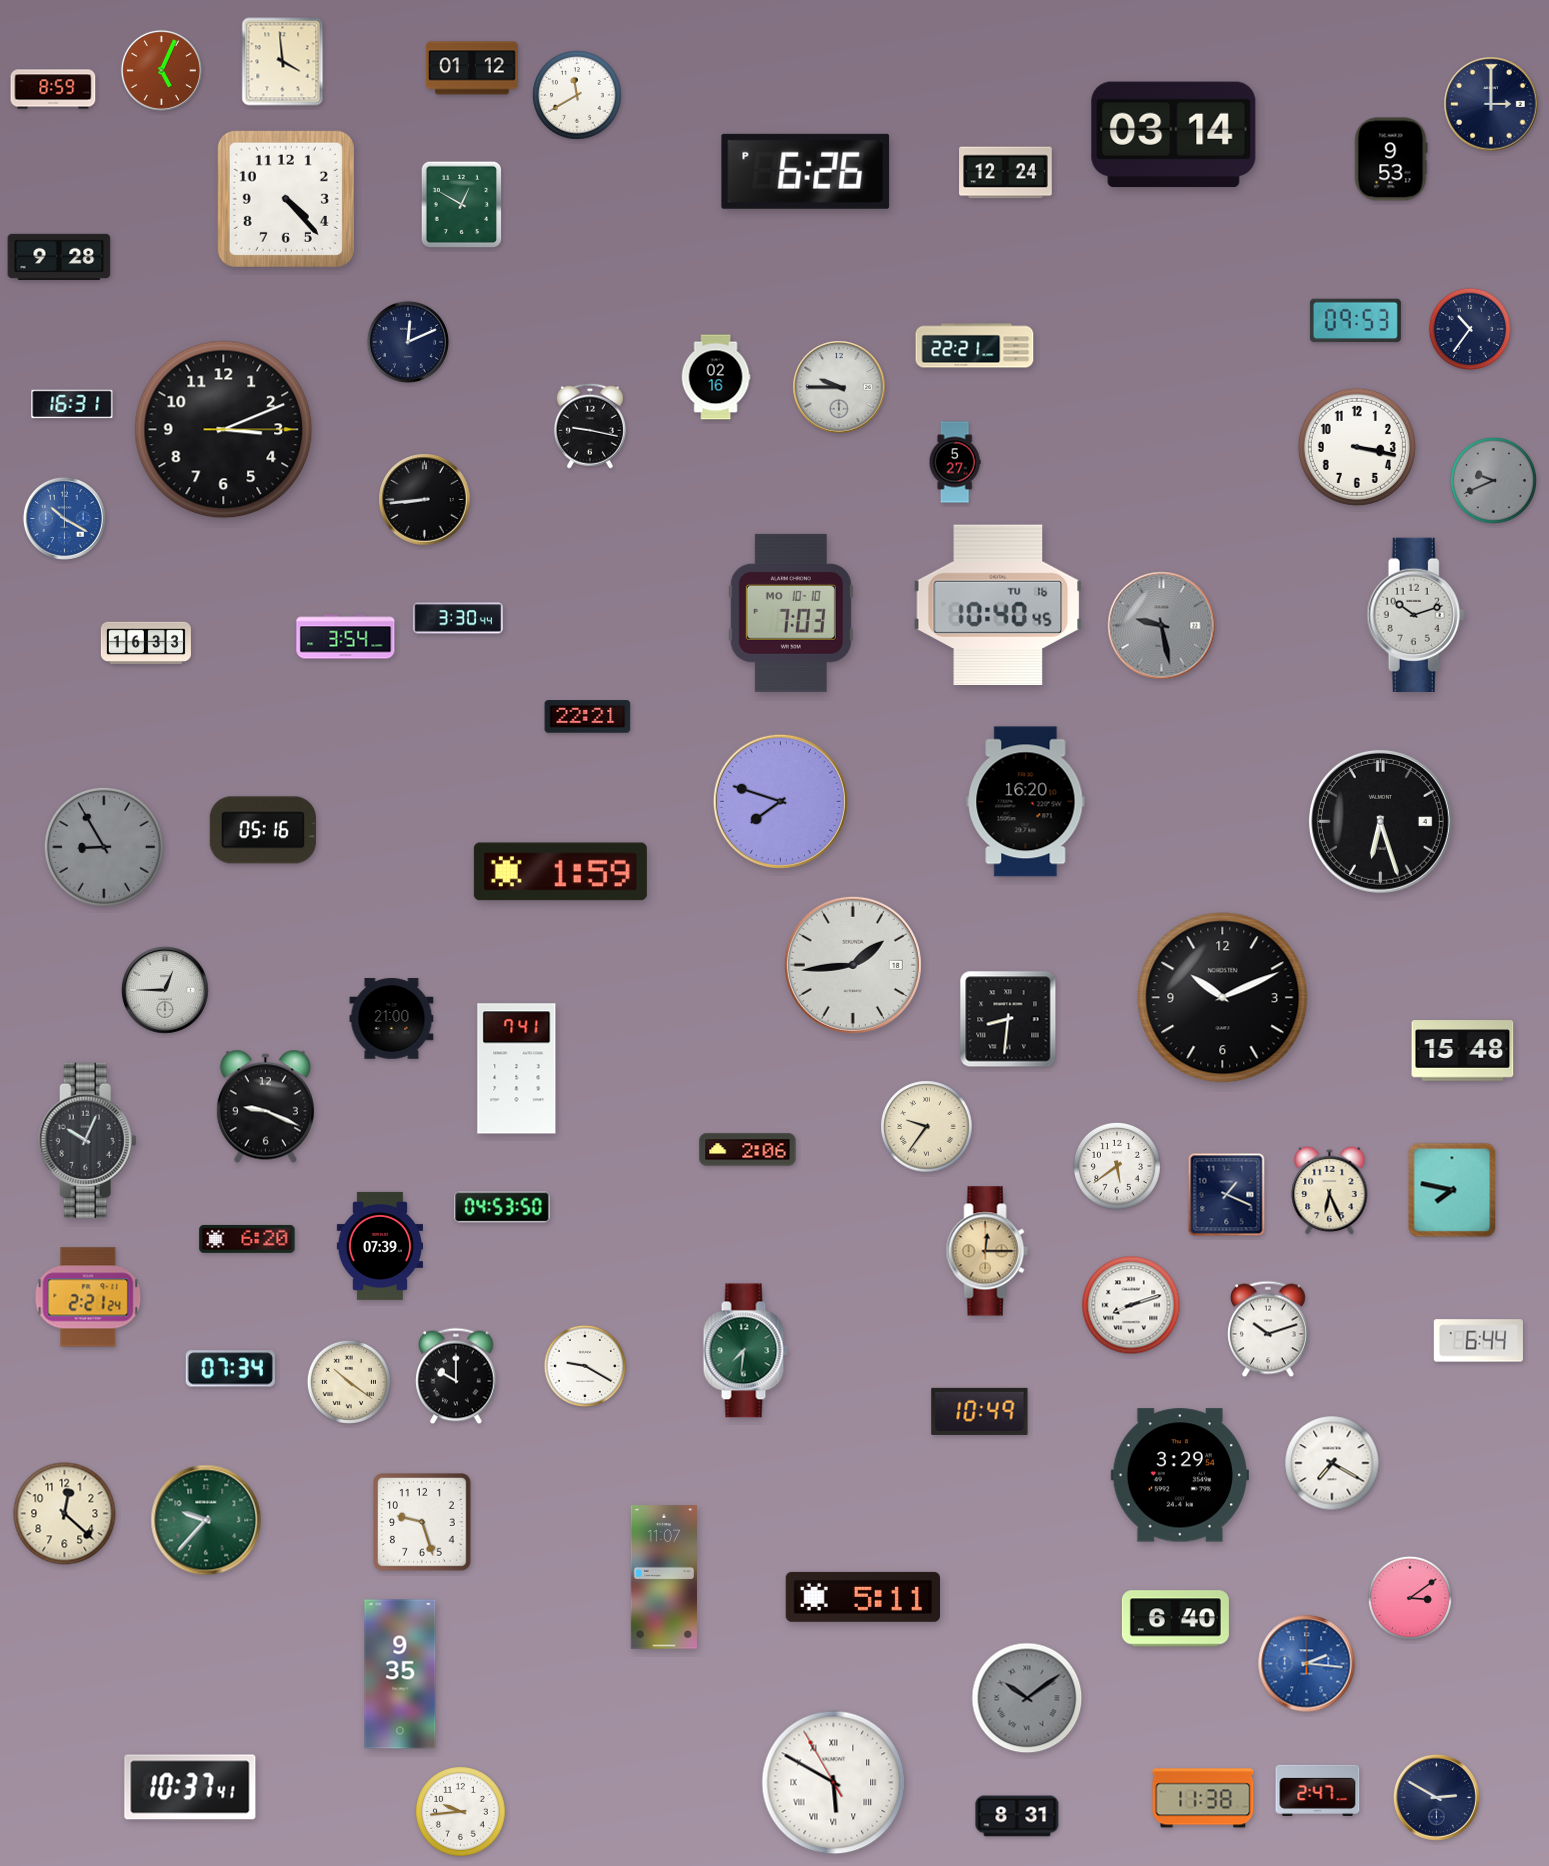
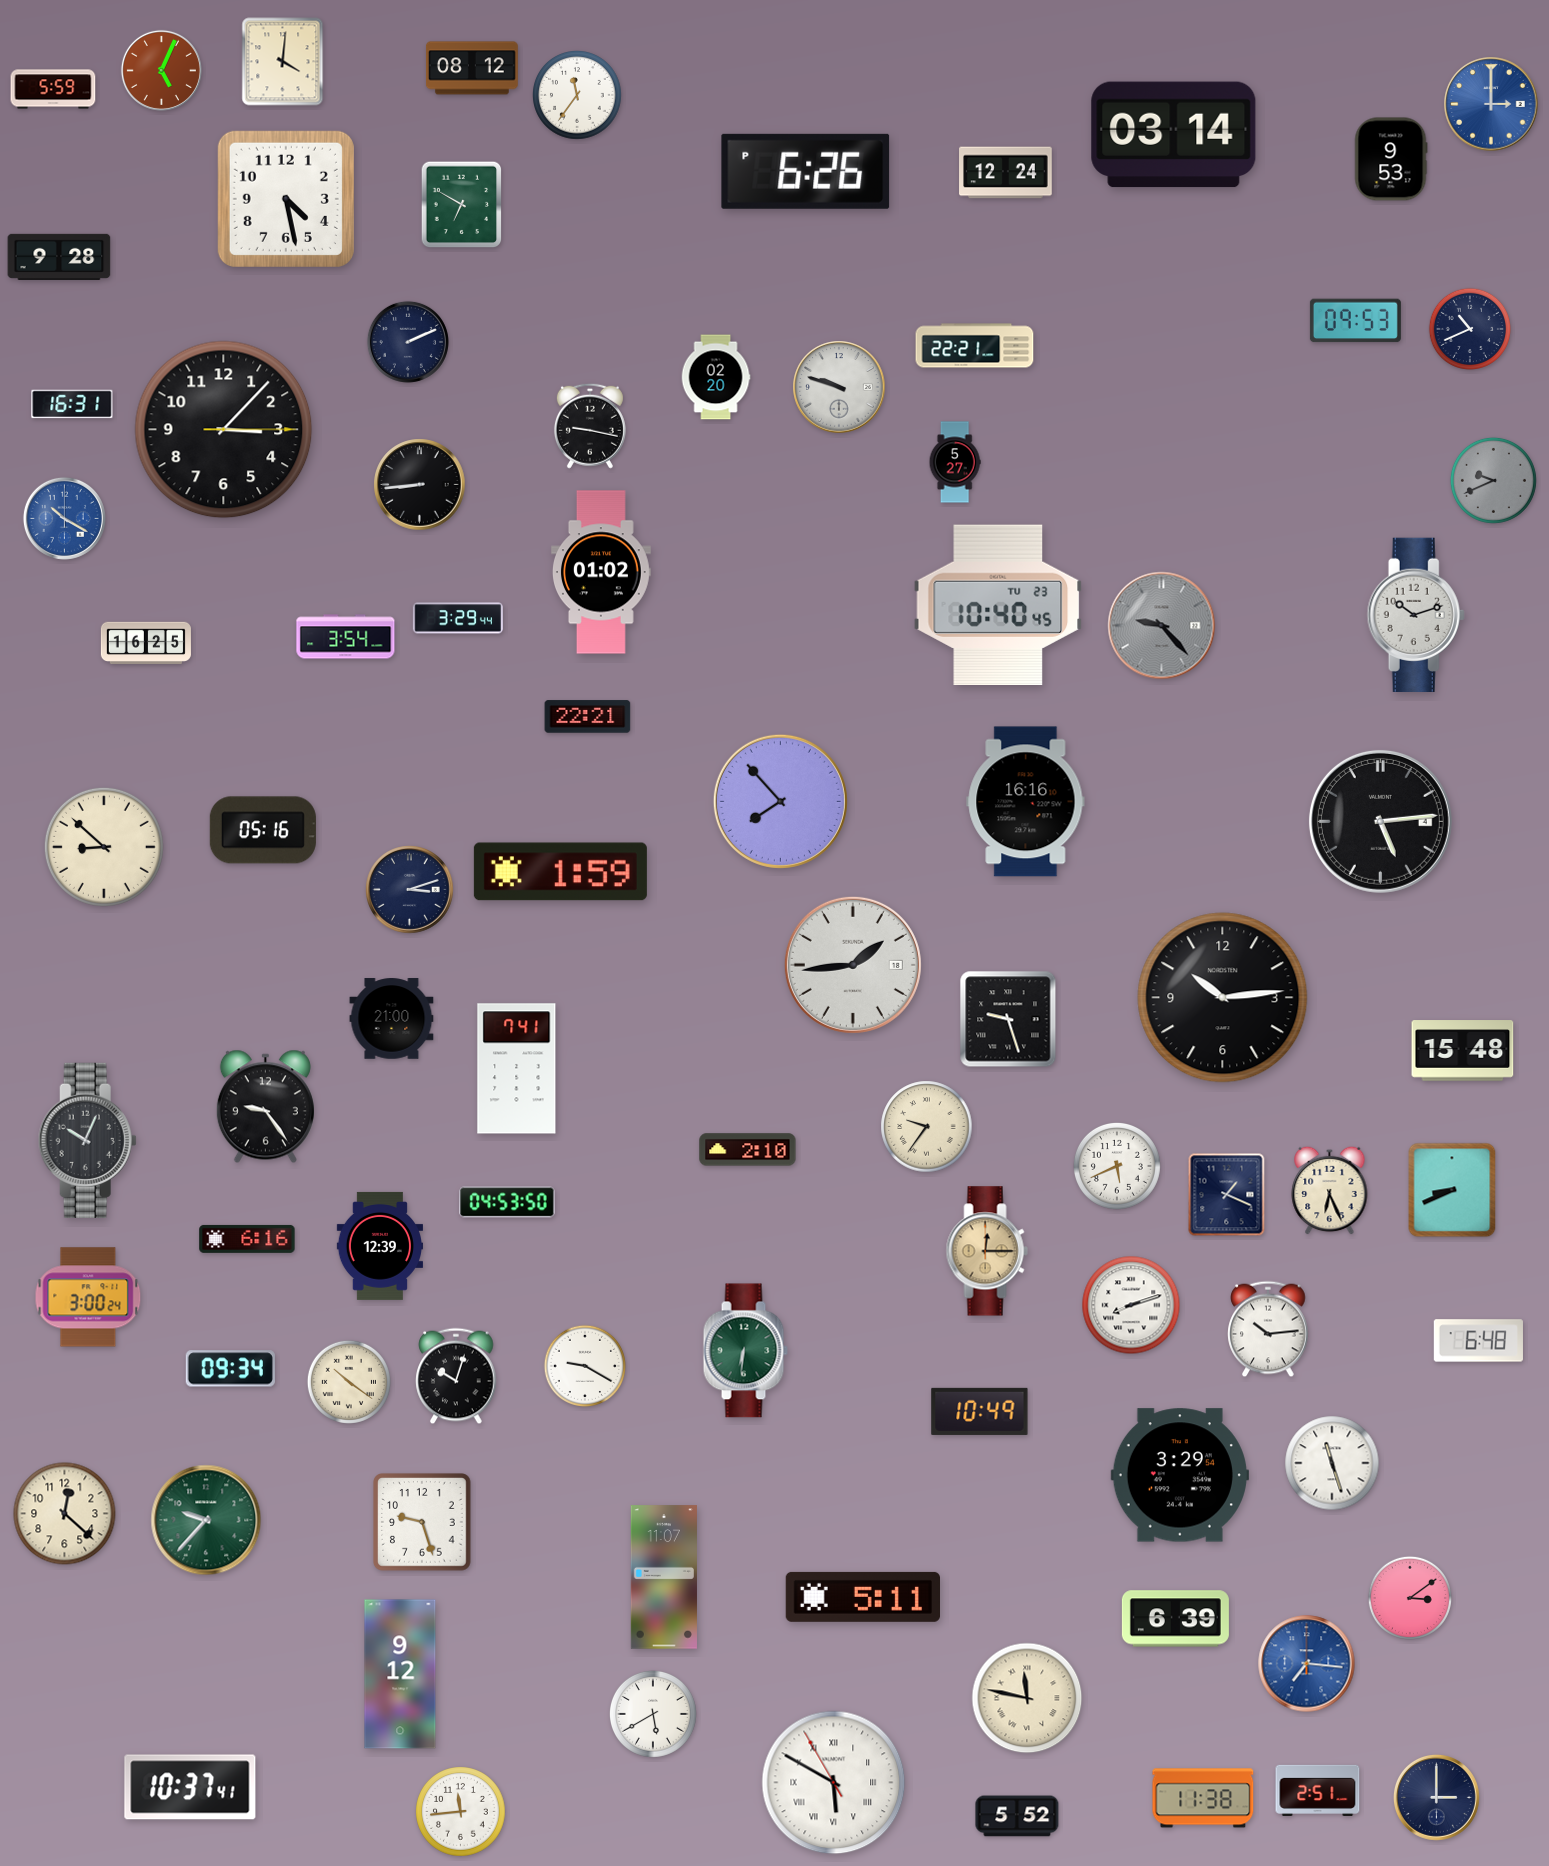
clock at (283, 62): 3:59 -> 4:01
clock at (472, 68): 01:12 -> 08:12
clock at (53, 89): 8:59 -> 5:59
clock at (578, 96): 11:40 -> 11:36
clock at (1491, 104) dial: navy -> blue
clock at (286, 199): 4:23 -> 4:28
clock at (462, 205): 12:50 -> 6:50
clock at (1470, 329): 10:36 -> 10:41
clock at (408, 342): 12:11 -> 2:11
clock at (716, 377): 02:16 -> 02:20
clock at (839, 387): 9:45 -> 9:48
clock at (224, 430): 3:11 -> 3:07
clock at (1357, 447): 3:17 -> none
clock at (425, 500) position: (425, 500) -> (420, 485)
clock at (601, 572): none -> 01:02
clock at (998, 605) date: TU 16 -> TU 23
clock at (791, 613): 7:03 -> none
clock at (458, 618): 3:30 -> 3:29
clock at (1162, 626): 9:28 -> 9:23
clock at (146, 642): 16:33 -> 16:25
clock at (780, 801): 7:48 -> 7:53
clock at (1026, 802): 16:20 -> 16:16
clock at (1380, 821): 6:27 -> 5:14
clock at (104, 847): 8:55 -> 8:52
clock at (104, 847) dial: grey -> cream
clock at (410, 890): none -> 3:12
clock at (165, 990): 12:45 -> none
clock at (1223, 998): 10:11 -> 10:14
clock at (1008, 1019): 8:31 -> 9:27
clock at (265, 1107): 9:19 -> 9:24
clock at (748, 1150): 2:06 -> 2:10
clock at (1117, 1166): 5:39 -> 5:41
clock at (1452, 1190): 7:47 -> 8:41
clock at (502, 1207) position: (502, 1207) -> (507, 1202)
clock at (247, 1239): 6:20 -> 6:16
clock at (379, 1246): 07:39 -> 12:39
clock at (88, 1297): 2:21 -> 3:00
clock at (1268, 1329): 10:12 -> 10:14
clock at (1478, 1341): 6:44 -> 6:48
clock at (745, 1351): 7:31 -> 6:31
clock at (230, 1369): 07:34 -> 09:34
clock at (456, 1376): 10:00 -> 10:03
clock at (1332, 1463): 7:20 -> 11:27
clock at (1175, 1619): 6:40 -> 6:39
clock at (1307, 1664): 2:16 -> 7:16
clock at (400, 1674): 9:35 -> 9:12
clock at (1027, 1698): 10:09 -> 11:47
clock at (1027, 1698) dial: grey -> cream
clock at (653, 1714): none -> 5:40
clock at (1318, 1790): 2:47 -> 2:51
clock at (1436, 1797): 2:50 -> 3:00
clock at (461, 1812): 9:44 -> 11:44
clock at (1017, 1816): 8:31 -> 5:52
